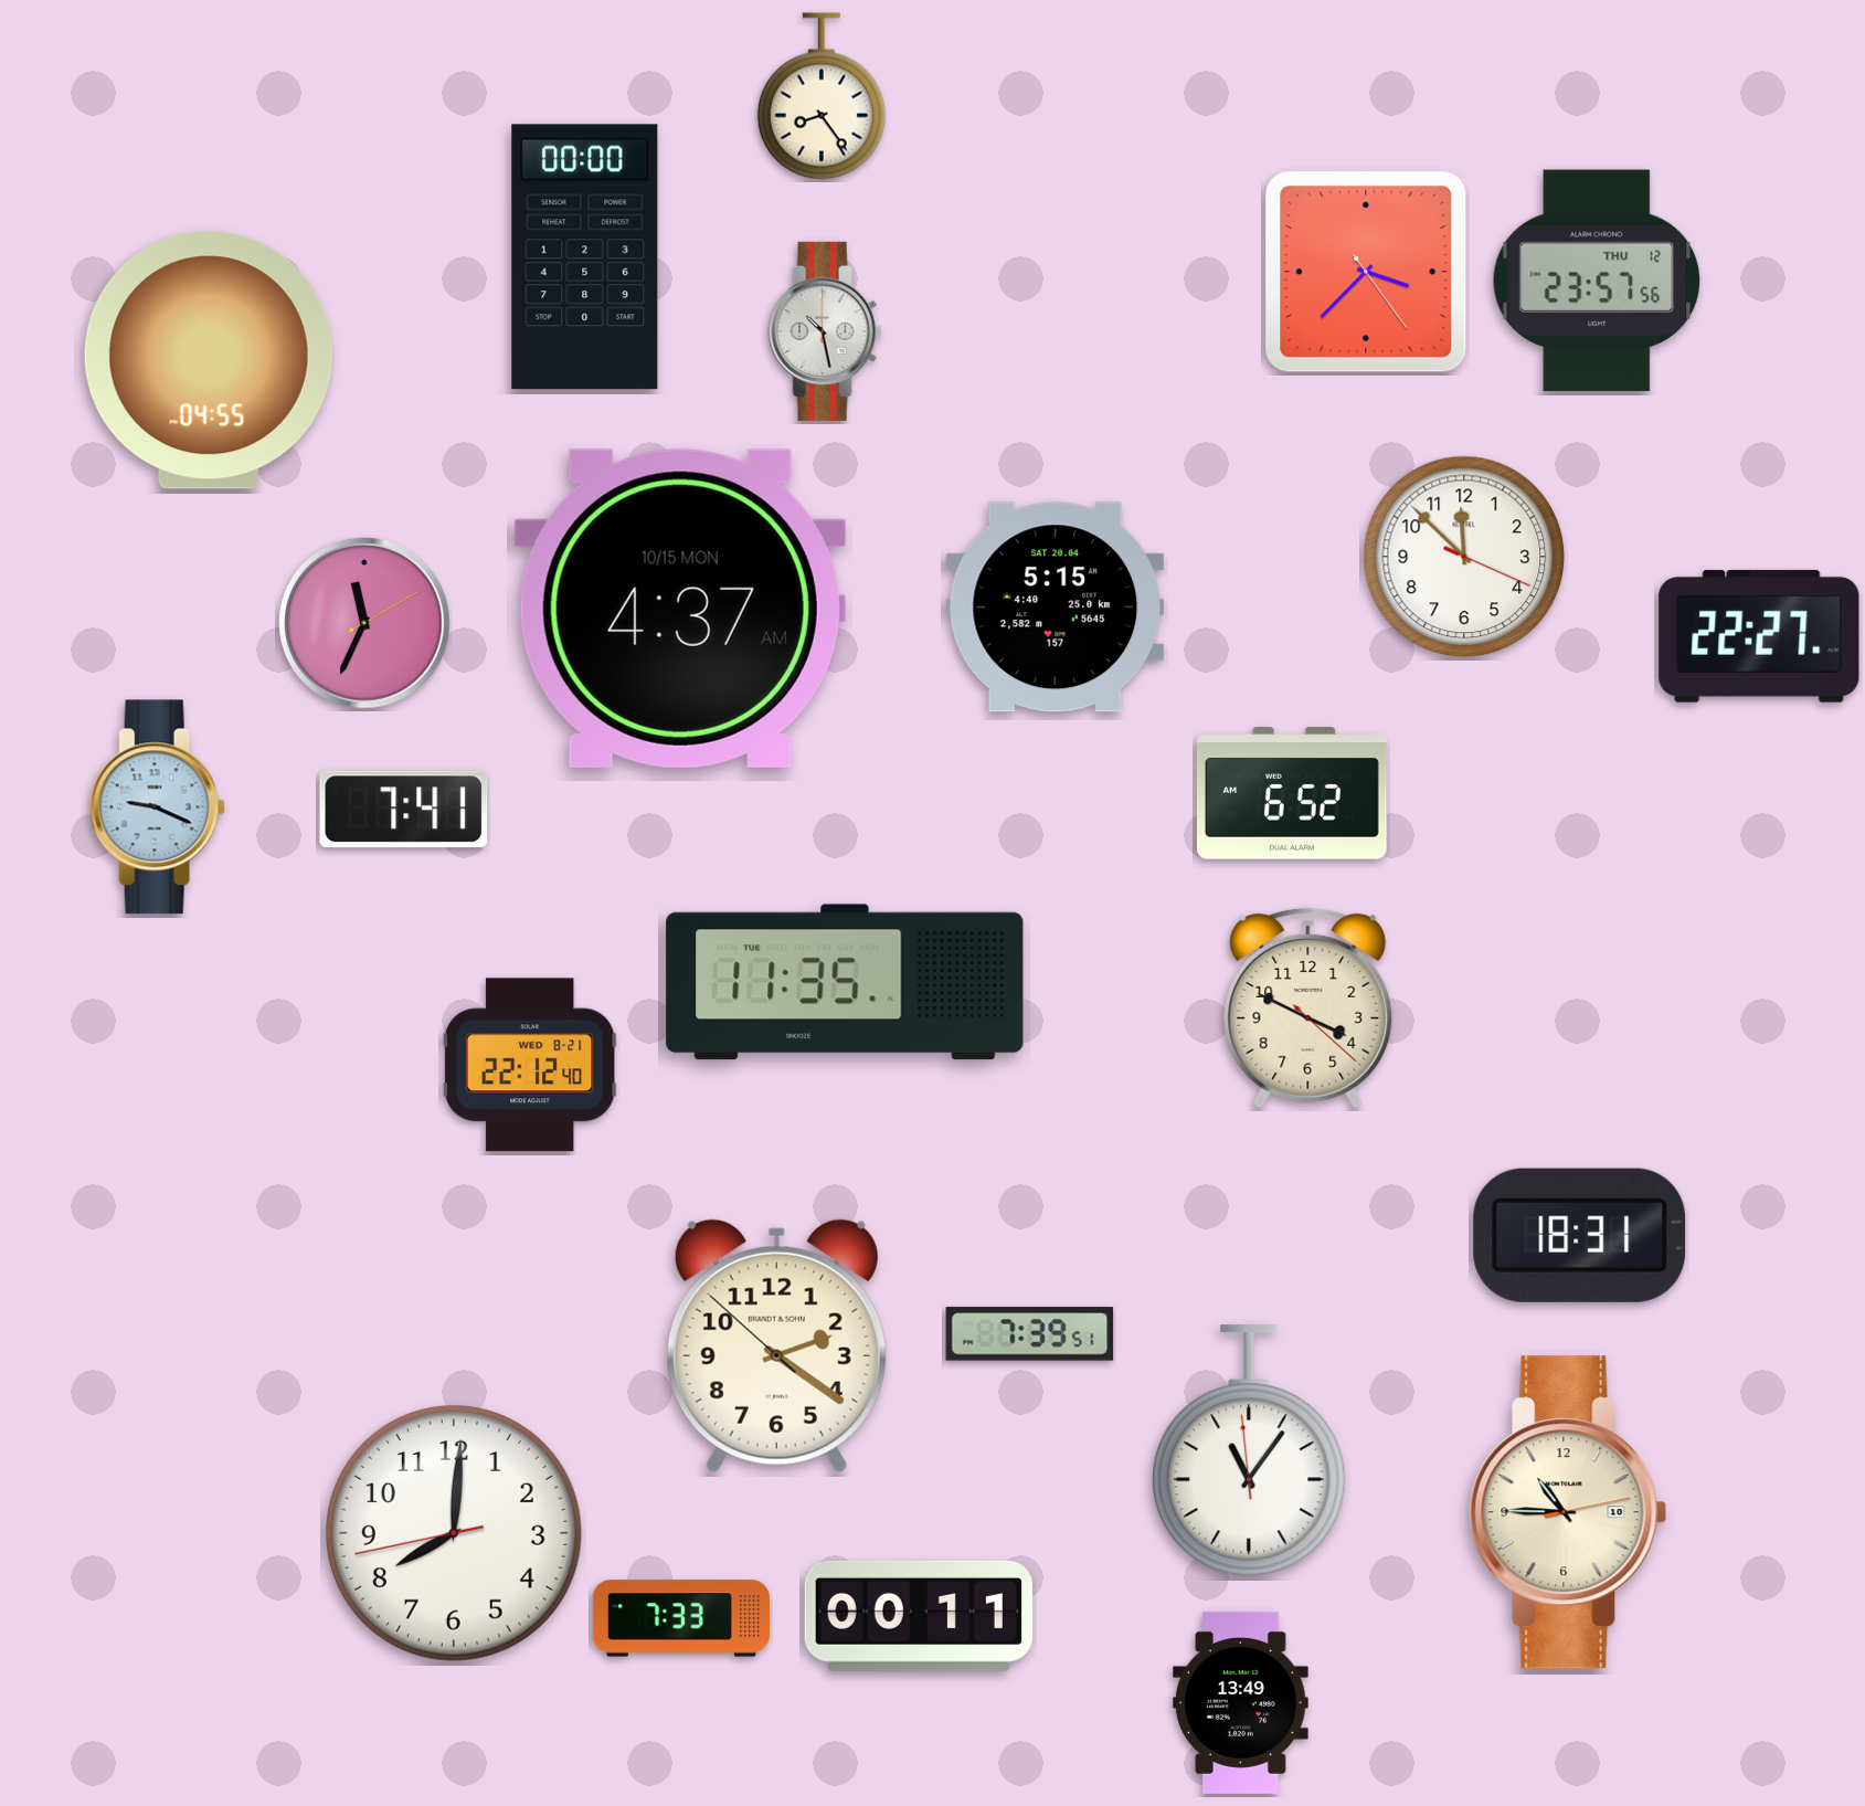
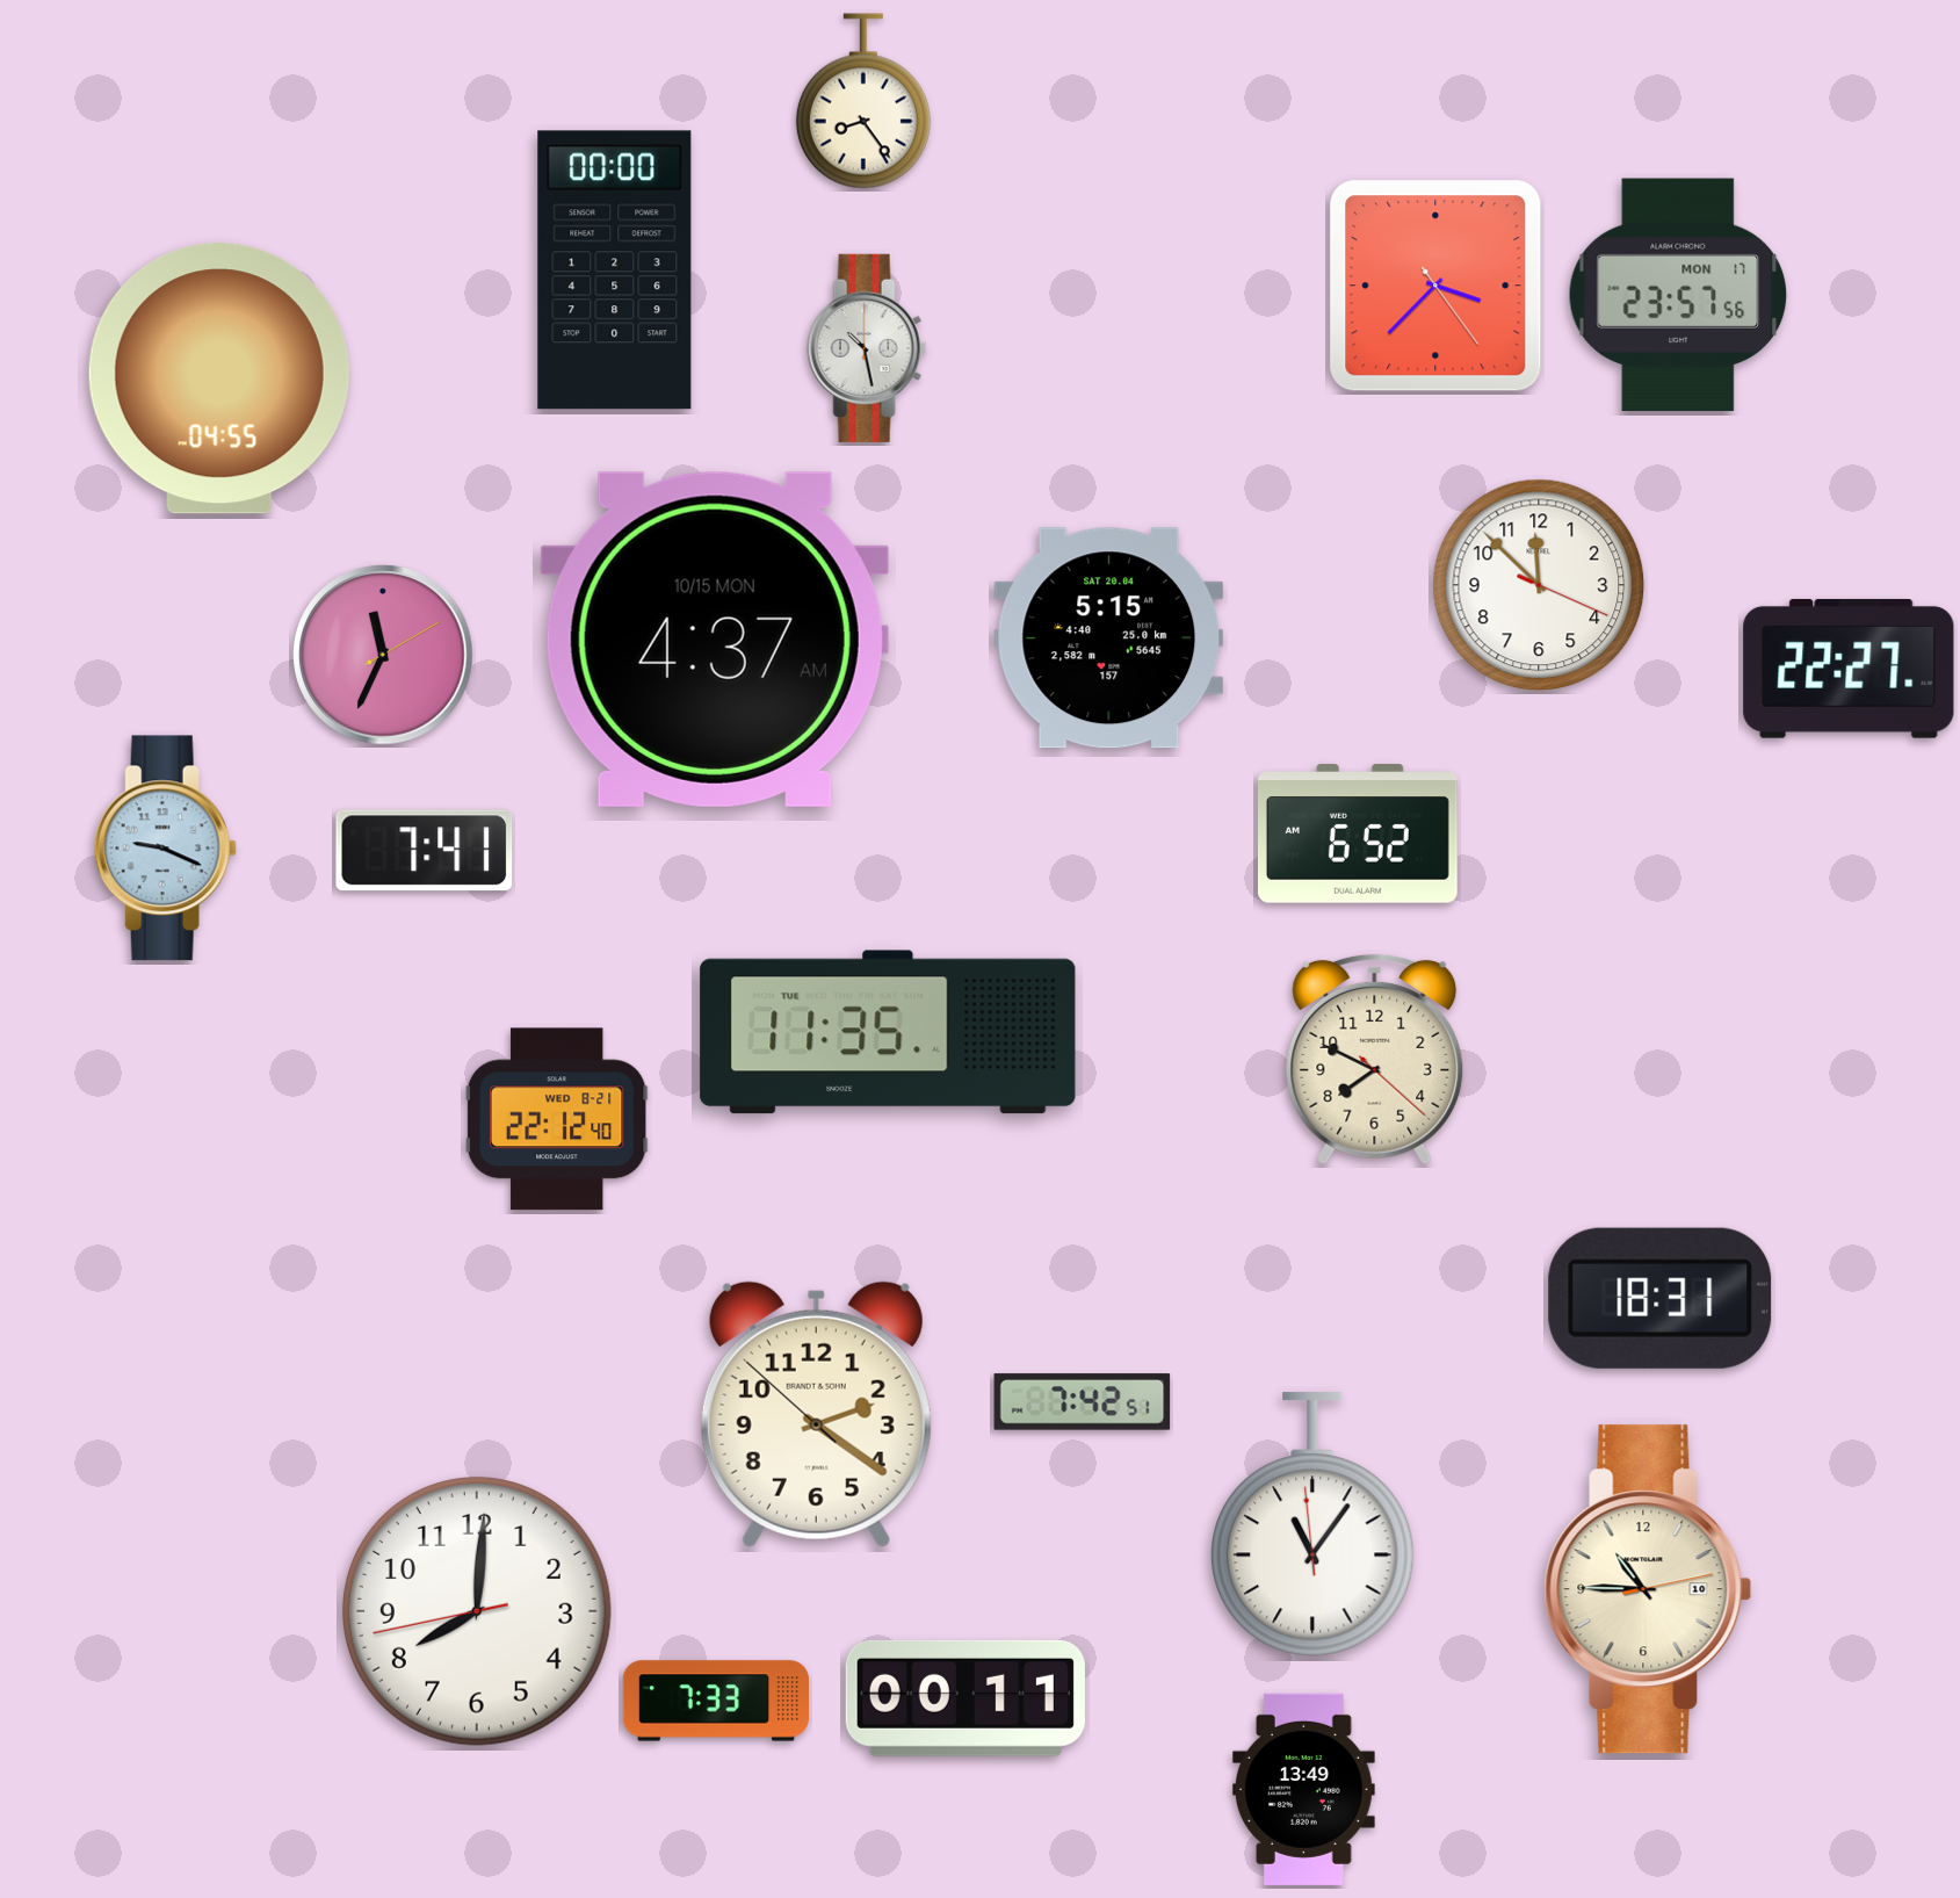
clock at (1597, 281) date: THU 12 -> MON 17
clock at (1308, 1007): 3:49 -> 7:49
clock at (1030, 1334): 7:39 -> 7:42
